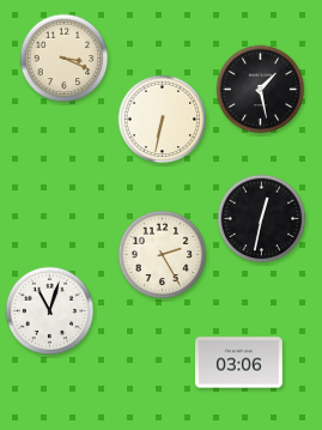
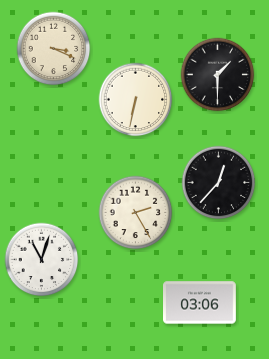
clock at (261, 90): 1:28 -> 1:30
clock at (262, 219): 12:32 -> 12:37
